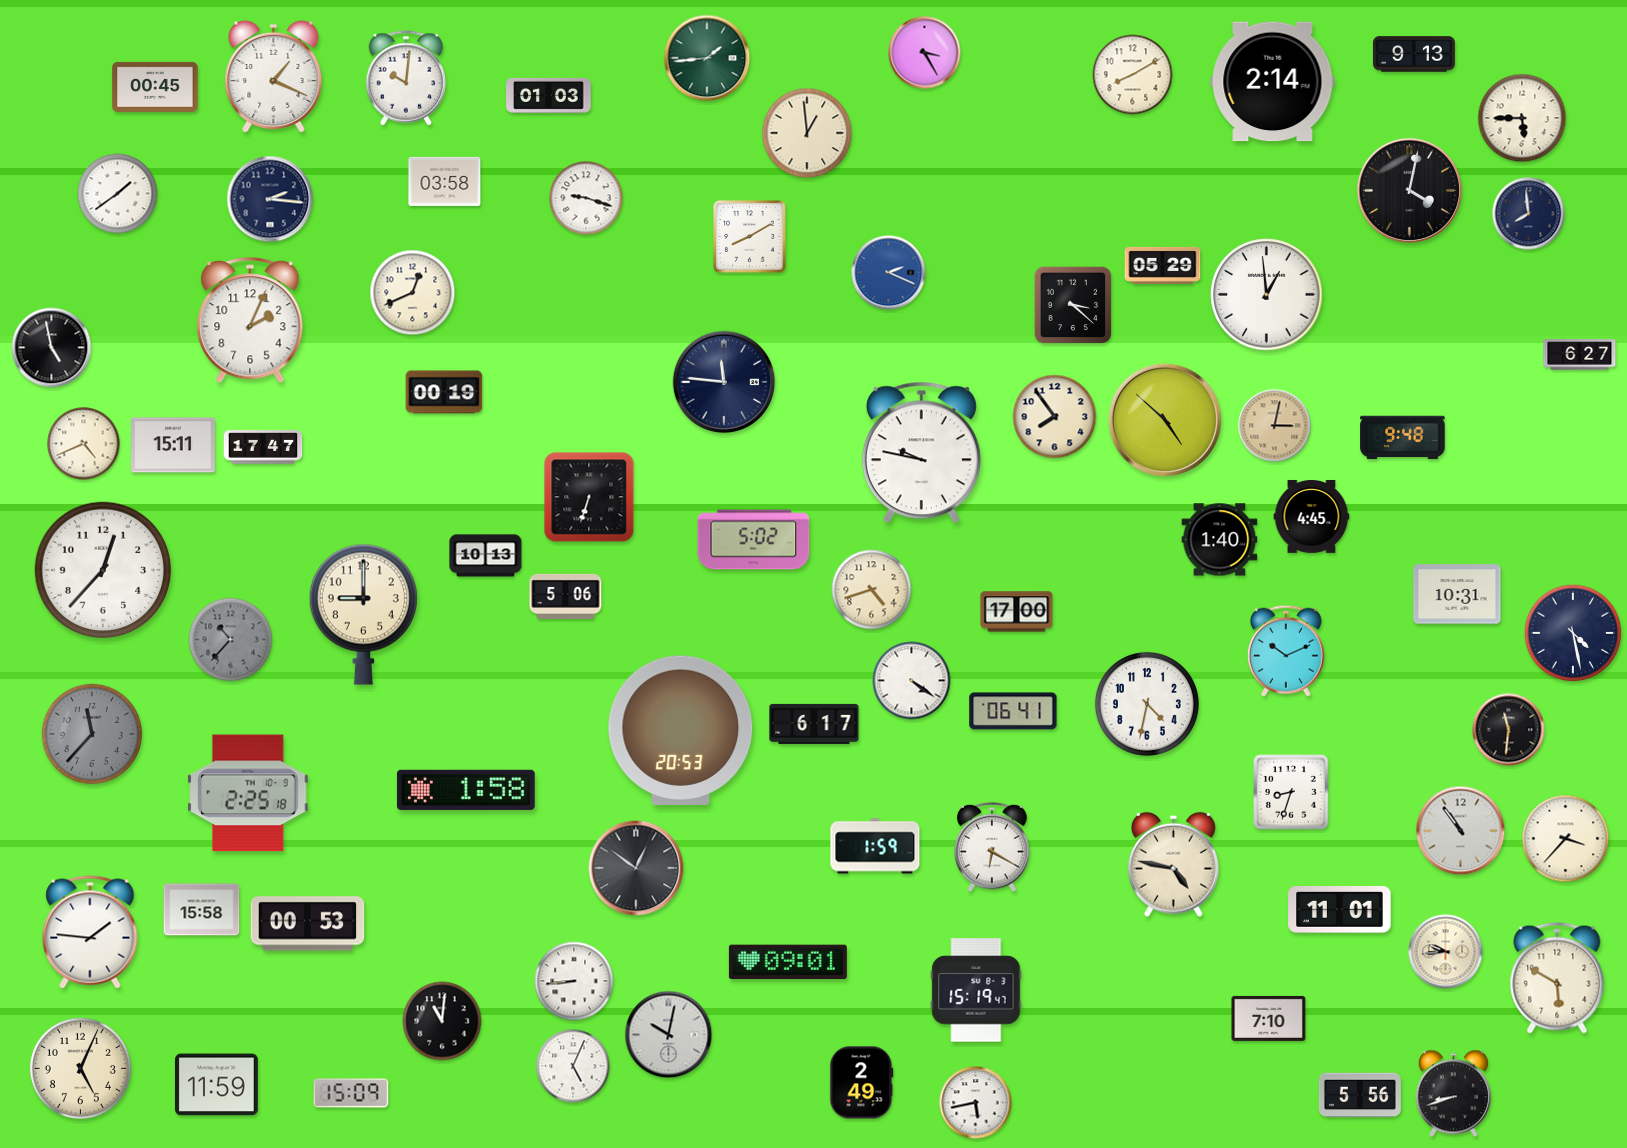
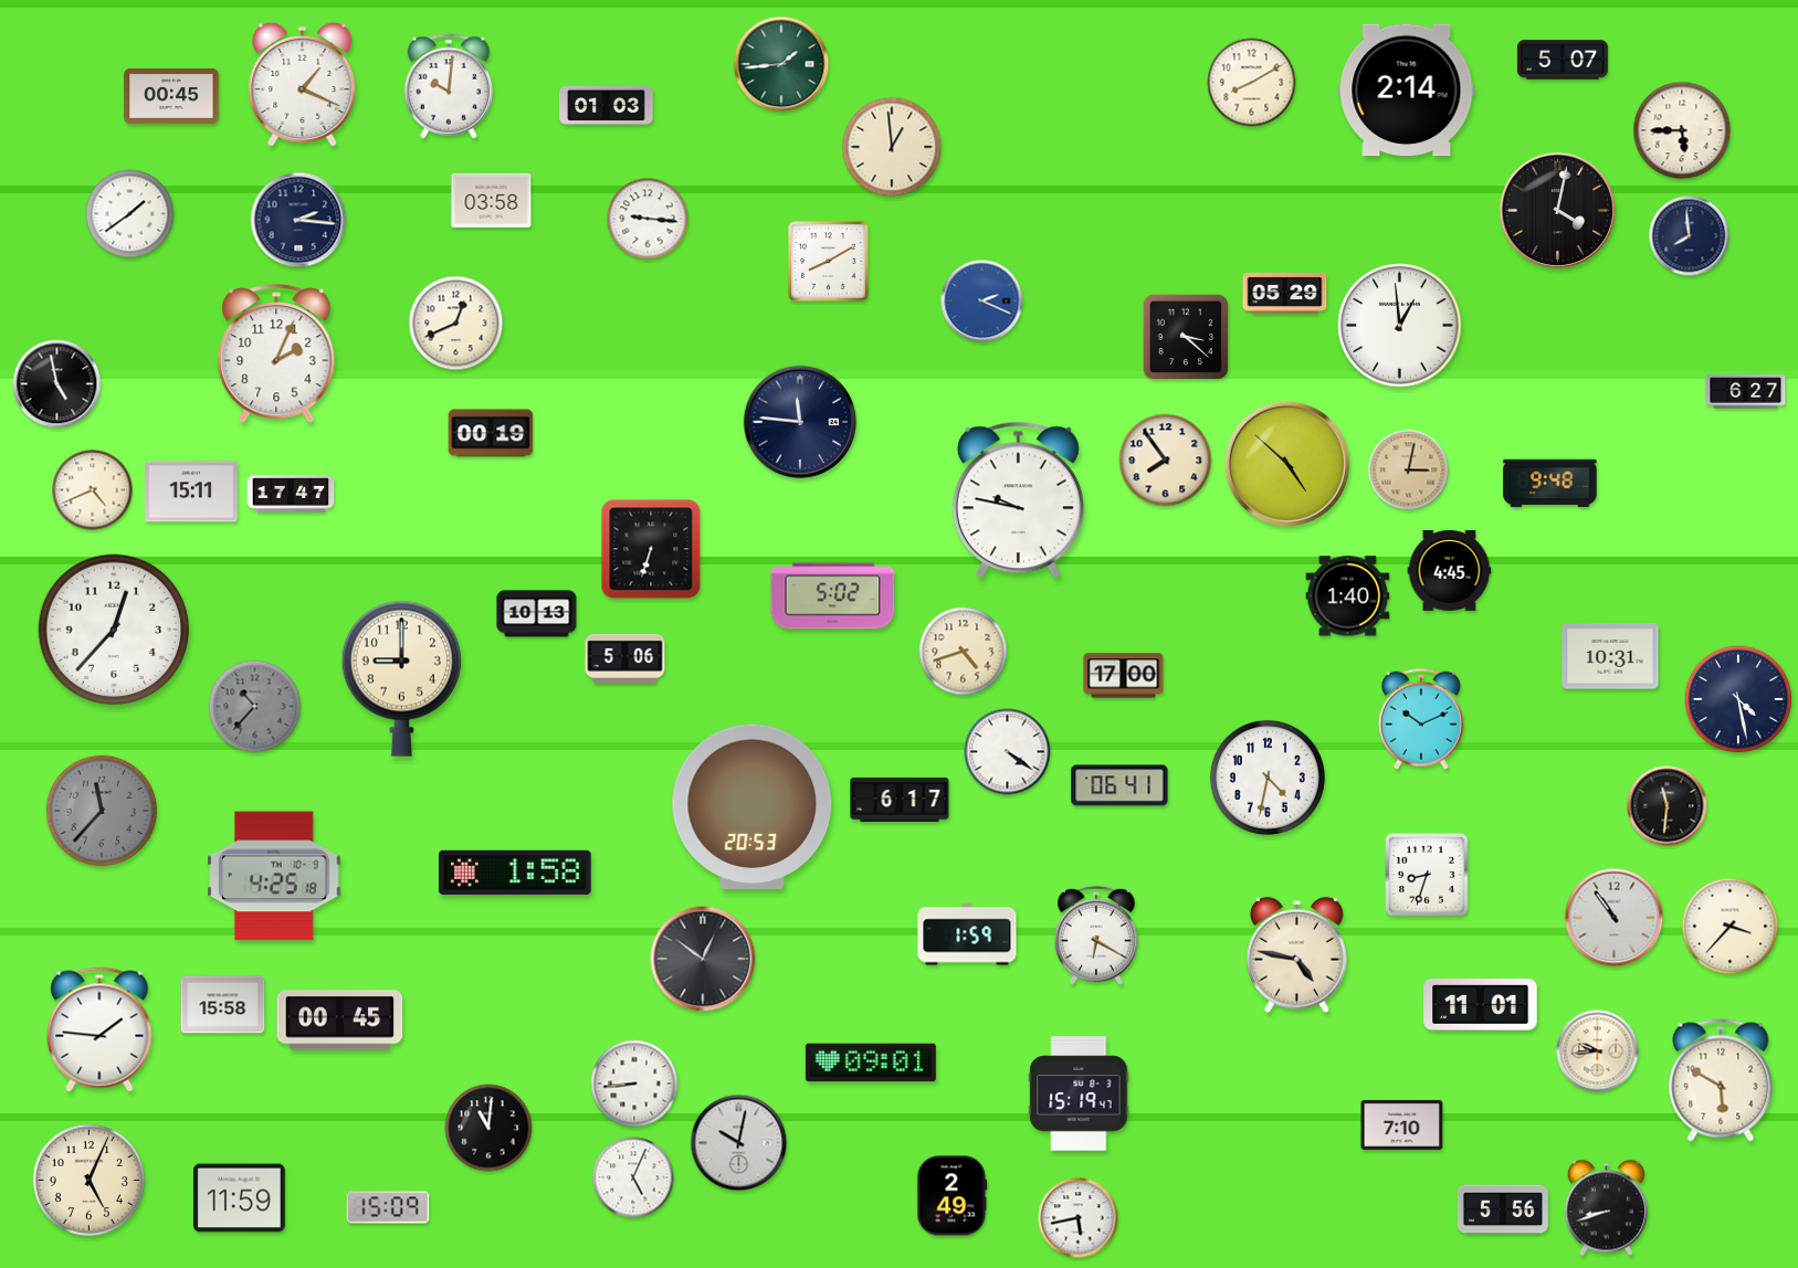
clock at (925, 53): 3:25 -> none
clock at (1414, 54): 9:13 -> 5:07
clock at (586, 198): 9:18 -> 9:16
clock at (248, 793): 2:25 -> 4:25
clock at (308, 924): 00:53 -> 00:45
